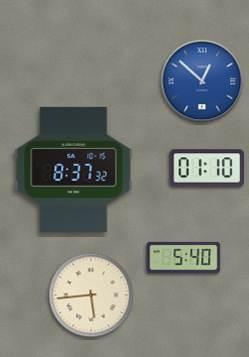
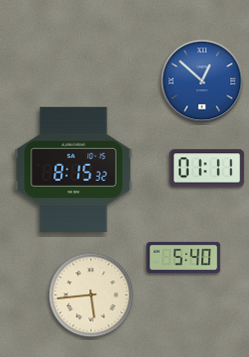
clock at (207, 168): 01:10 -> 01:11
clock at (74, 169): 8:37 -> 8:15
